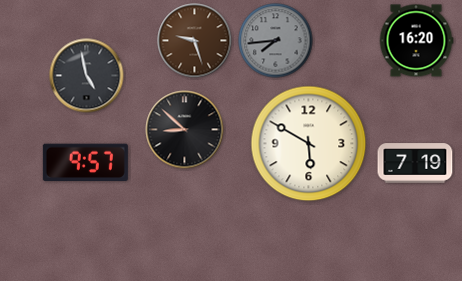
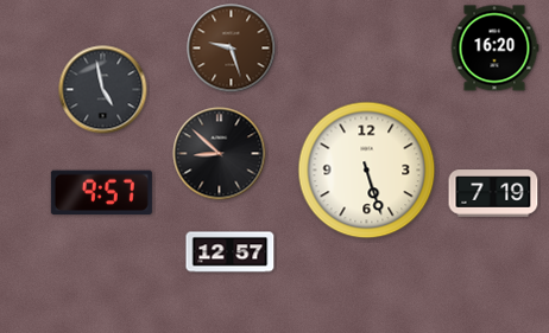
clock at (276, 41): 7:44 -> none
clock at (309, 144): 5:50 -> 5:27
clock at (231, 252): none -> 12:57
